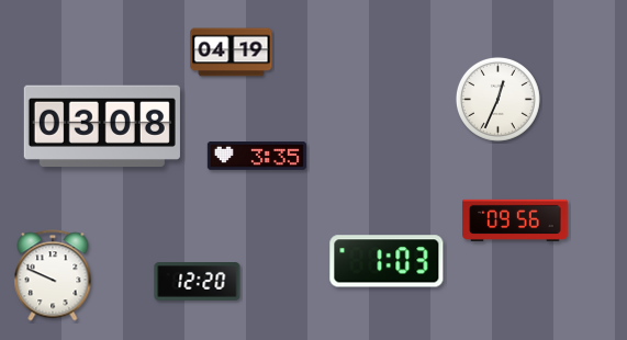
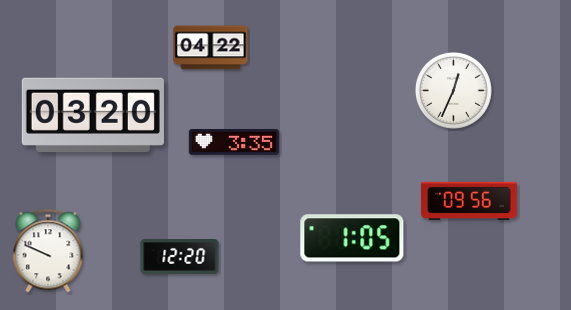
clock at (232, 53): 04:19 -> 04:22
clock at (102, 125): 03:08 -> 03:20
clock at (387, 261): 1:03 -> 1:05
